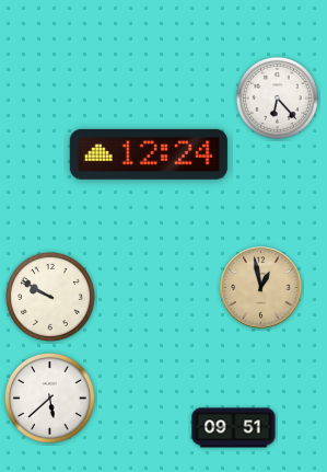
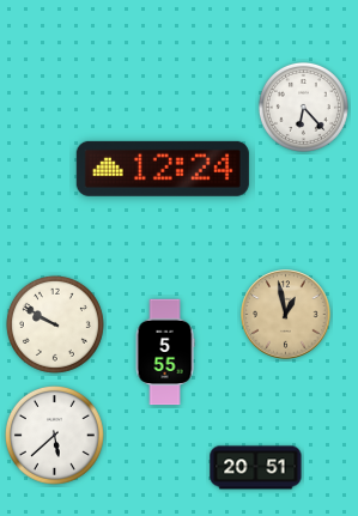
clock at (165, 352): none -> 5:55
clock at (234, 428): 09:51 -> 20:51
